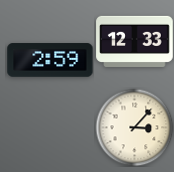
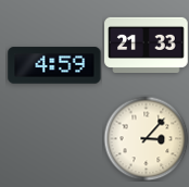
clock at (135, 41): 12:33 -> 21:33
clock at (50, 60): 2:59 -> 4:59
